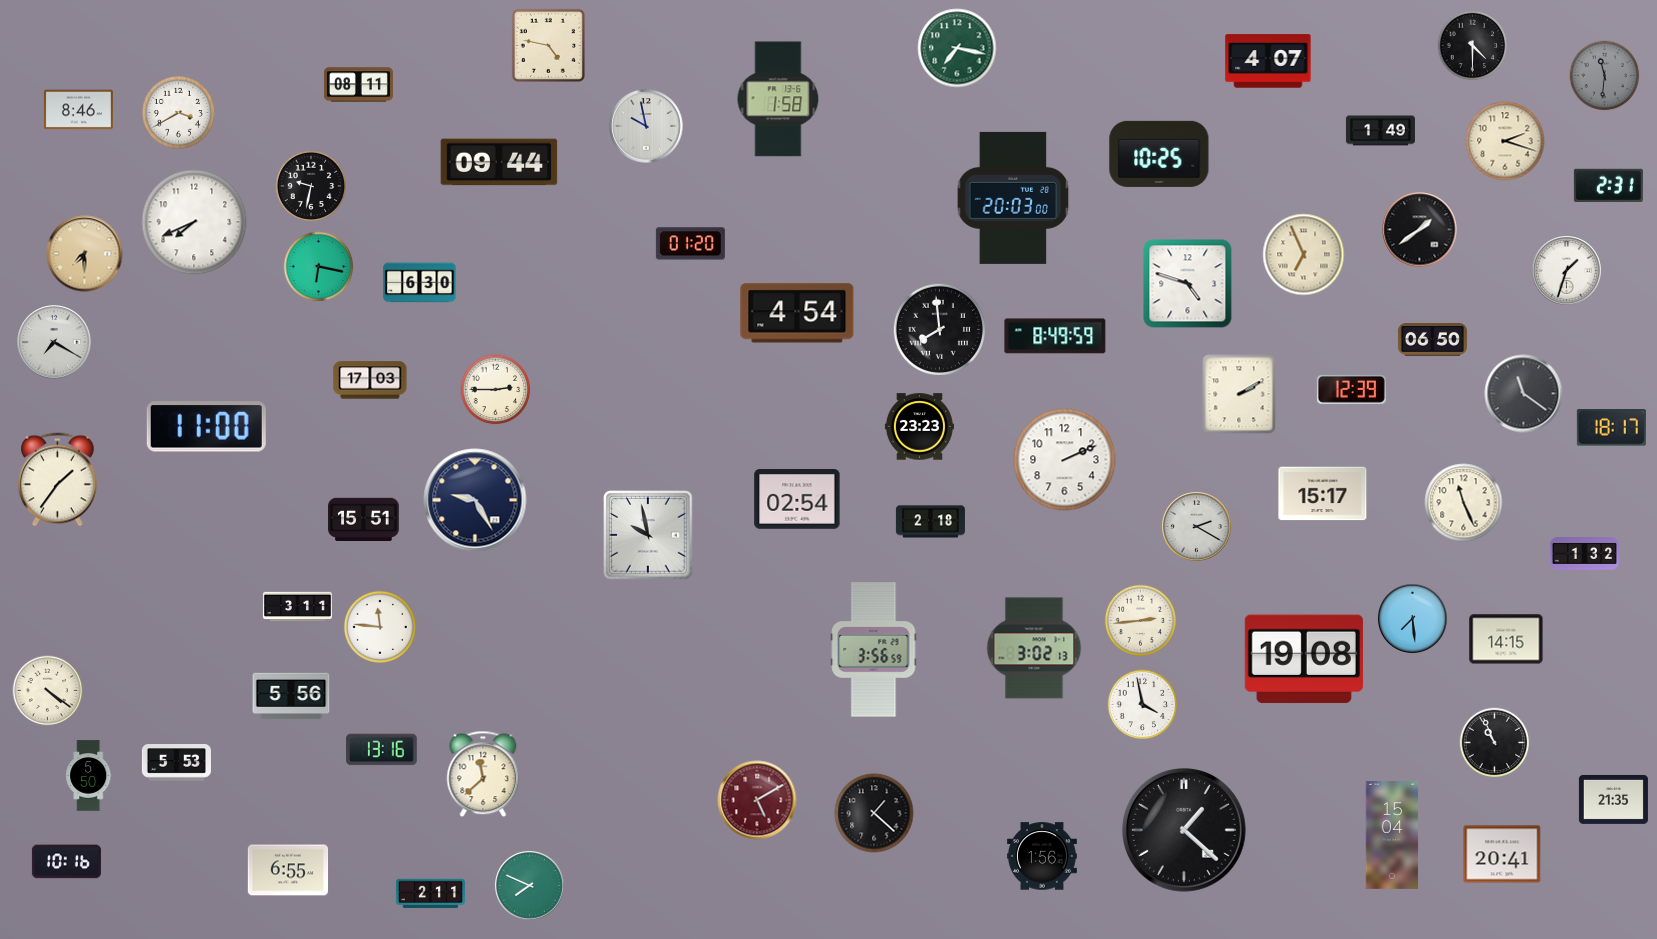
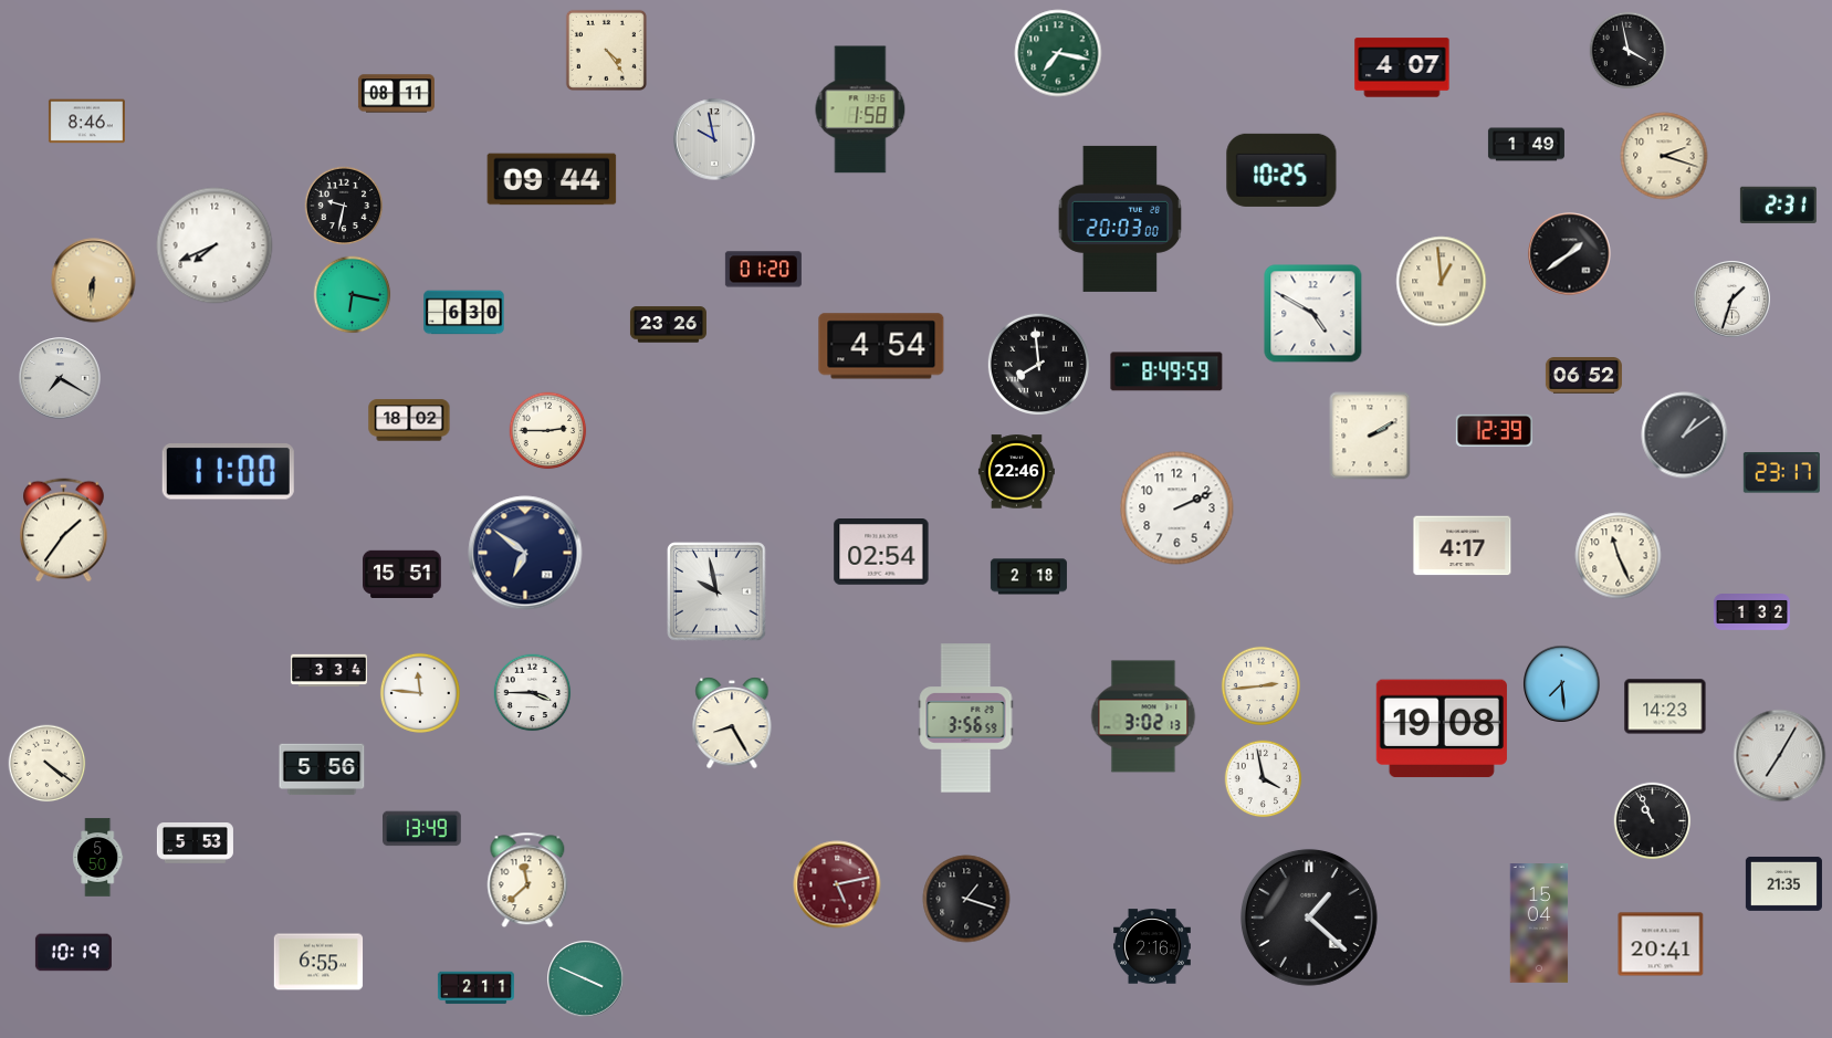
clock at (548, 45): 4:47 -> 4:24
clock at (1473, 46): 4:30 -> 3:58
clock at (1605, 76): 11:31 -> none
clock at (178, 112): 3:40 -> none
clock at (85, 254): 7:30 -> 6:31
clock at (1304, 255): 6:56 -> 12:59
clock at (1188, 284): 4:48 -> 4:50
clock at (668, 325): none -> 23:26
clock at (1432, 340): 06:50 -> 06:52
clock at (370, 380): 17:03 -> 18:02
clock at (1524, 394): 11:21 -> 1:09
clock at (919, 427): 23:23 -> 22:46
clock at (1611, 428): 18:17 -> 23:17
clock at (1323, 494): 15:17 -> 4:17
clock at (475, 500): 9:25 -> 6:51
clock at (1197, 527): 2:20 -> none
clock at (297, 607): 3:11 -> 3:34
clock at (533, 693): none -> 3:45
clock at (1506, 639): 14:15 -> 14:23
clock at (732, 723): none -> 8:25
clock at (1780, 756): none -> 7:05
clock at (48, 691) position: (48, 691) -> (48, 764)
clock at (382, 750): 13:16 -> 13:49
clock at (483, 774) position: (483, 774) -> (527, 880)
clock at (757, 800): 5:10 -> 5:13
clock at (874, 813): 1:22 -> 1:18
clock at (1043, 856): 1:56 -> 2:16
clock at (66, 862): 10:16 -> 10:19
clock at (530, 886): 7:49 -> 3:49
